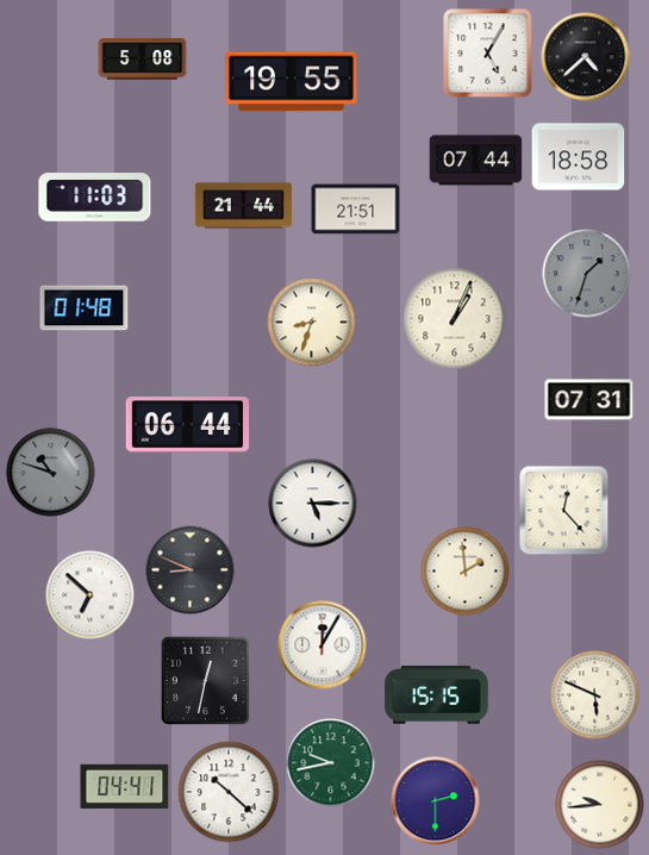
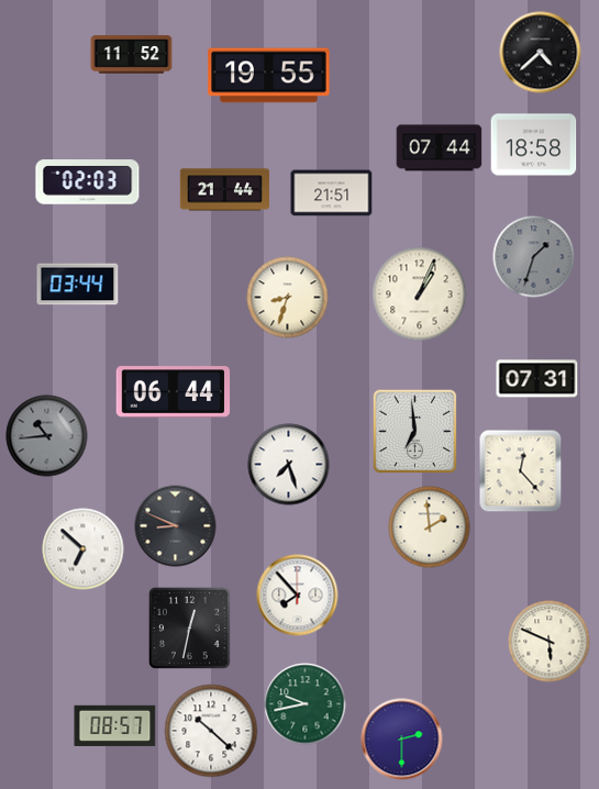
clock at (488, 54): 5:05 -> none
clock at (143, 60): 5:08 -> 11:52
clock at (95, 198): 11:03 -> 02:03
clock at (356, 210) position: (356, 210) -> (332, 193)
clock at (587, 274) position: (587, 274) -> (534, 257)
clock at (85, 308): 01:48 -> 03:44
clock at (589, 400) position: (589, 400) -> (537, 379)
clock at (415, 432): none -> 6:59
clock at (51, 473): 10:48 -> 10:44
clock at (313, 504): 5:15 -> 7:27
clock at (323, 645): 12:05 -> 7:53
clock at (437, 695): 15:15 -> none
clock at (125, 786): 04:41 -> 08:57
clock at (600, 805): 9:44 -> none
